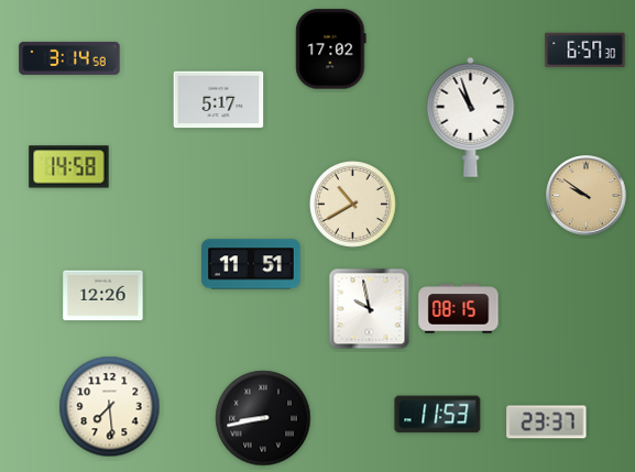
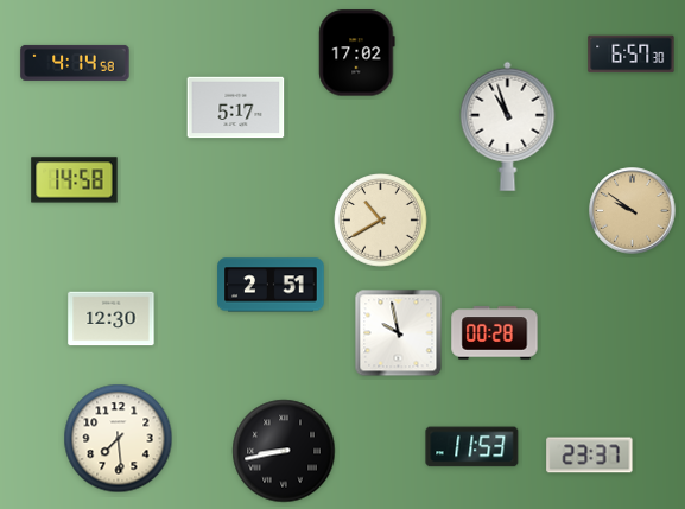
clock at (69, 58): 3:14 -> 4:14
clock at (251, 264): 11:51 -> 2:51
clock at (103, 296): 12:26 -> 12:30
clock at (459, 309): 08:15 -> 00:28
